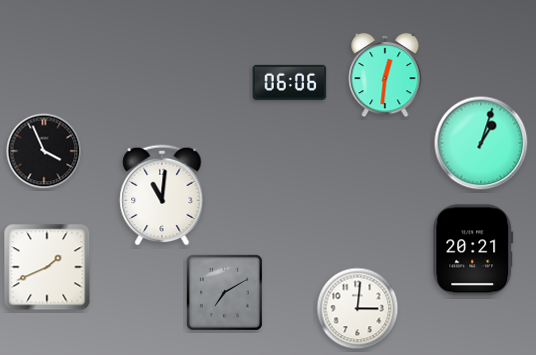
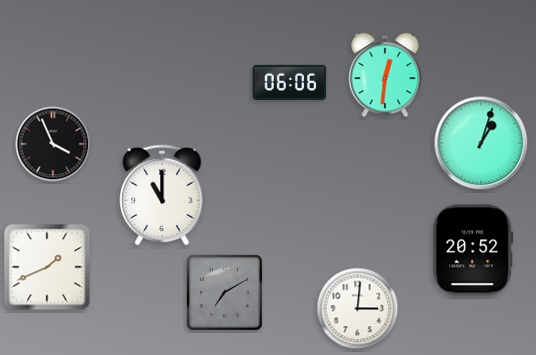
clock at (44, 151) position: (44, 151) -> (53, 144)
clock at (162, 195): 11:01 -> 11:00
clock at (473, 250): 20:21 -> 20:52
